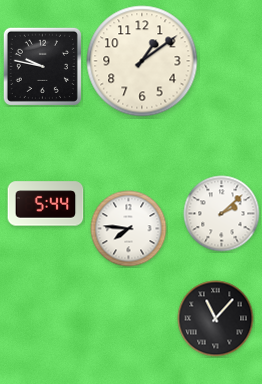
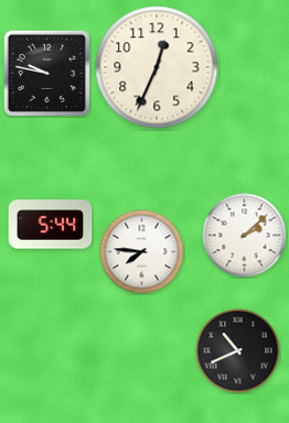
clock at (142, 61): 1:09 -> 12:34
clock at (216, 319): 11:07 -> 10:41
